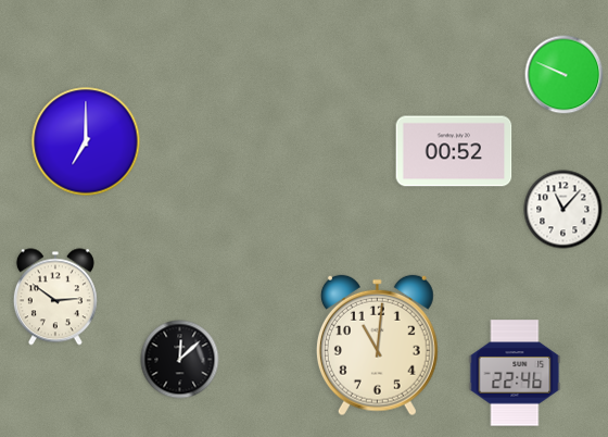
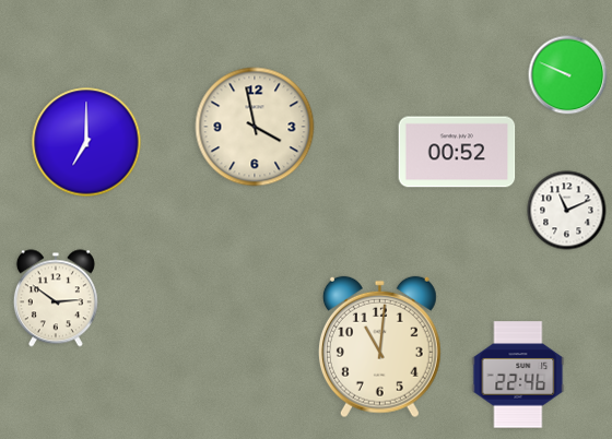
clock at (255, 127): none -> 3:58
clock at (563, 210): 11:07 -> 11:11
clock at (180, 360): 12:08 -> none
